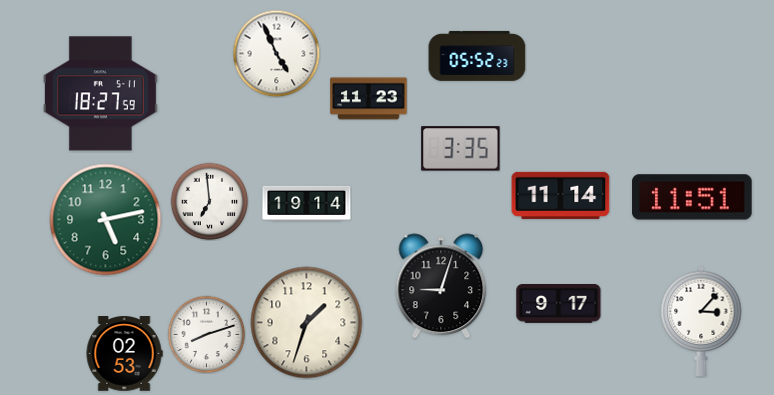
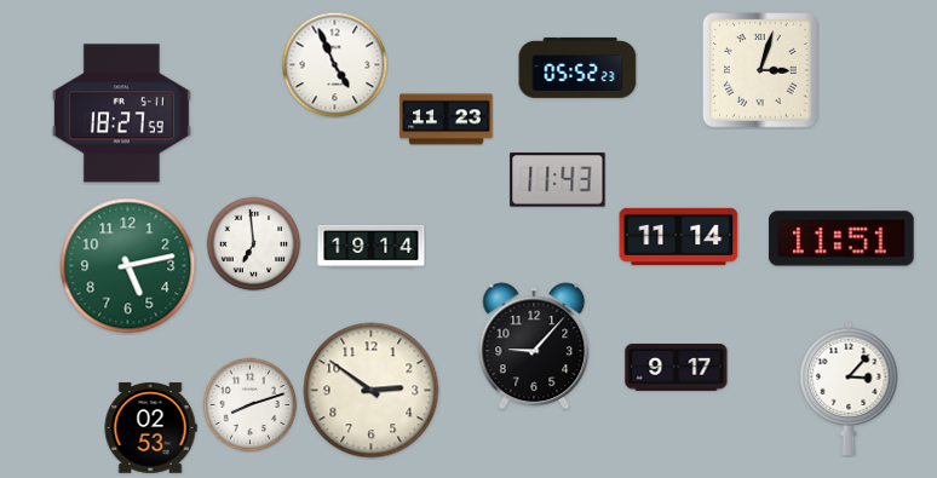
clock at (761, 71): none -> 3:03
clock at (461, 149): 3:35 -> 11:43
clock at (692, 197) position: (692, 197) -> (841, 238)
clock at (441, 286): 9:03 -> 9:07
clock at (307, 323): 1:33 -> 2:51
